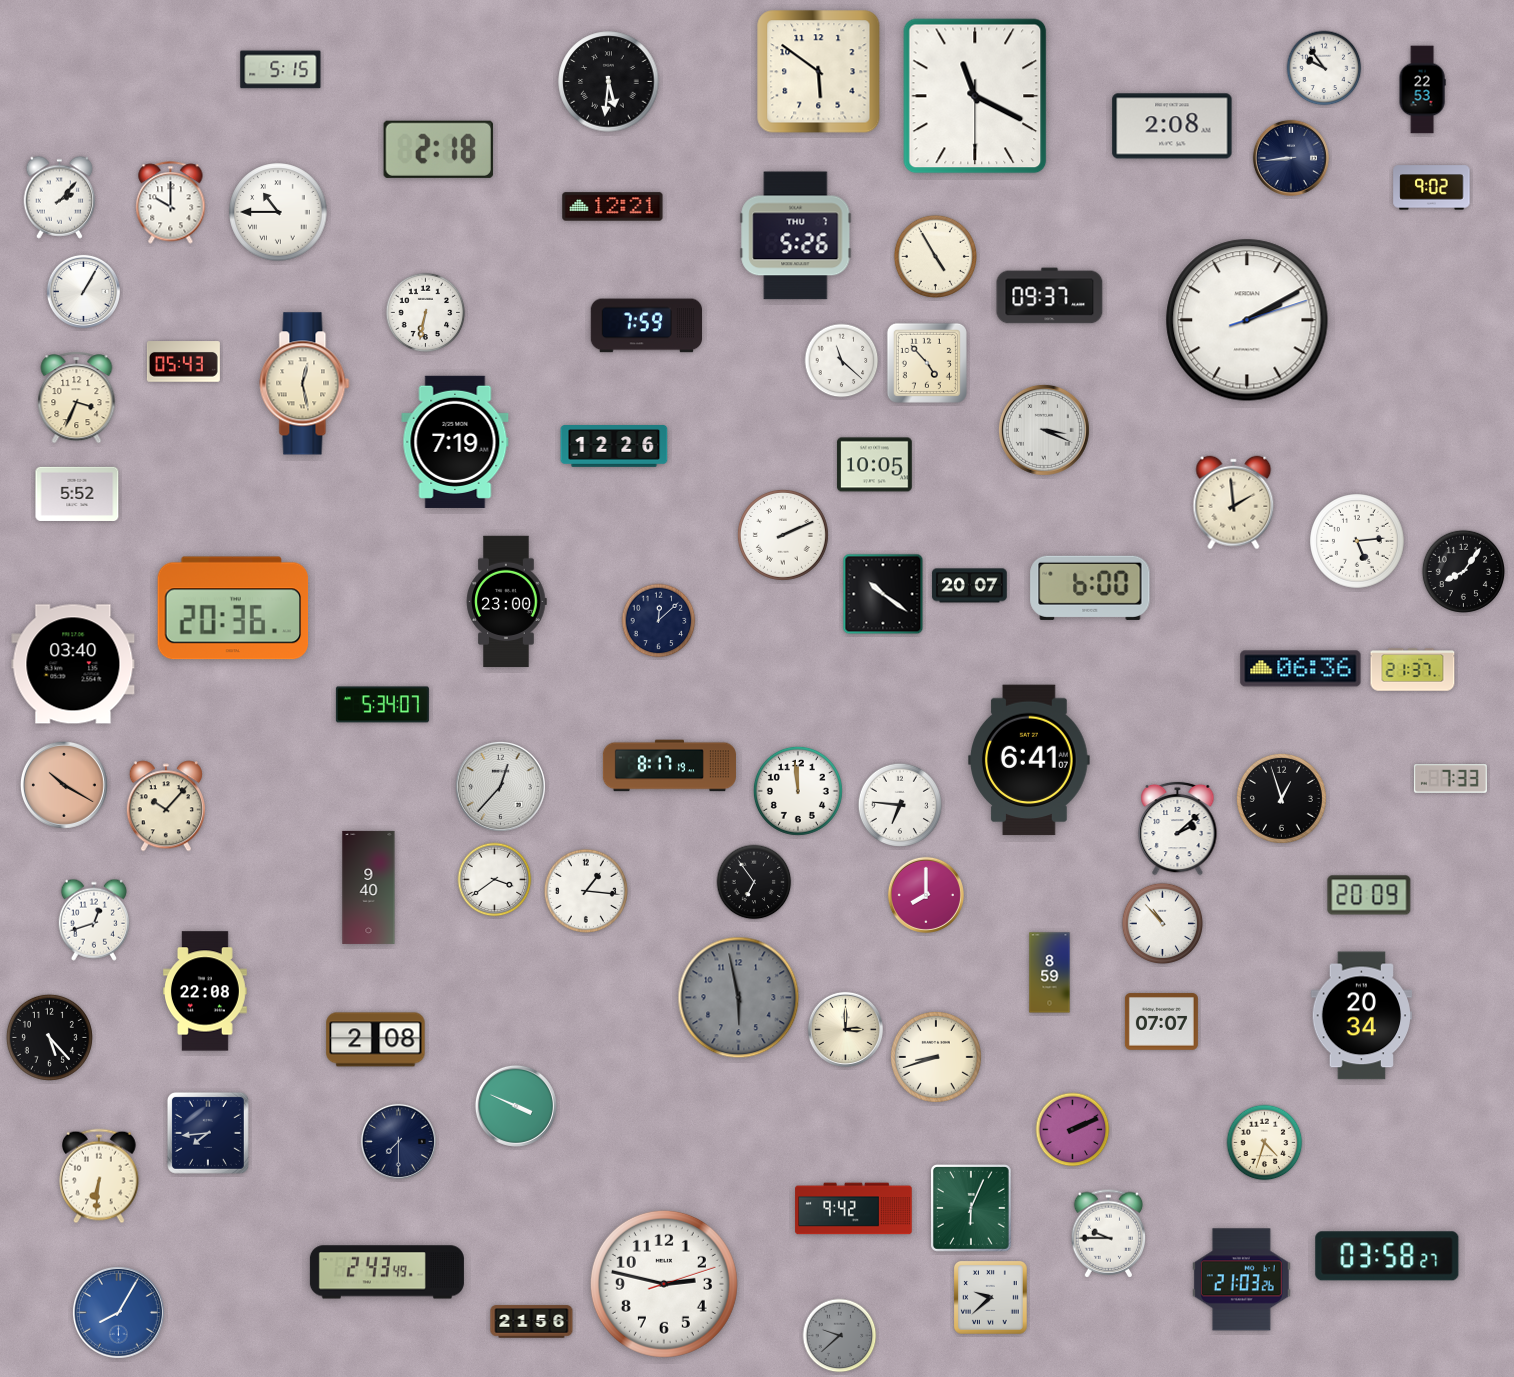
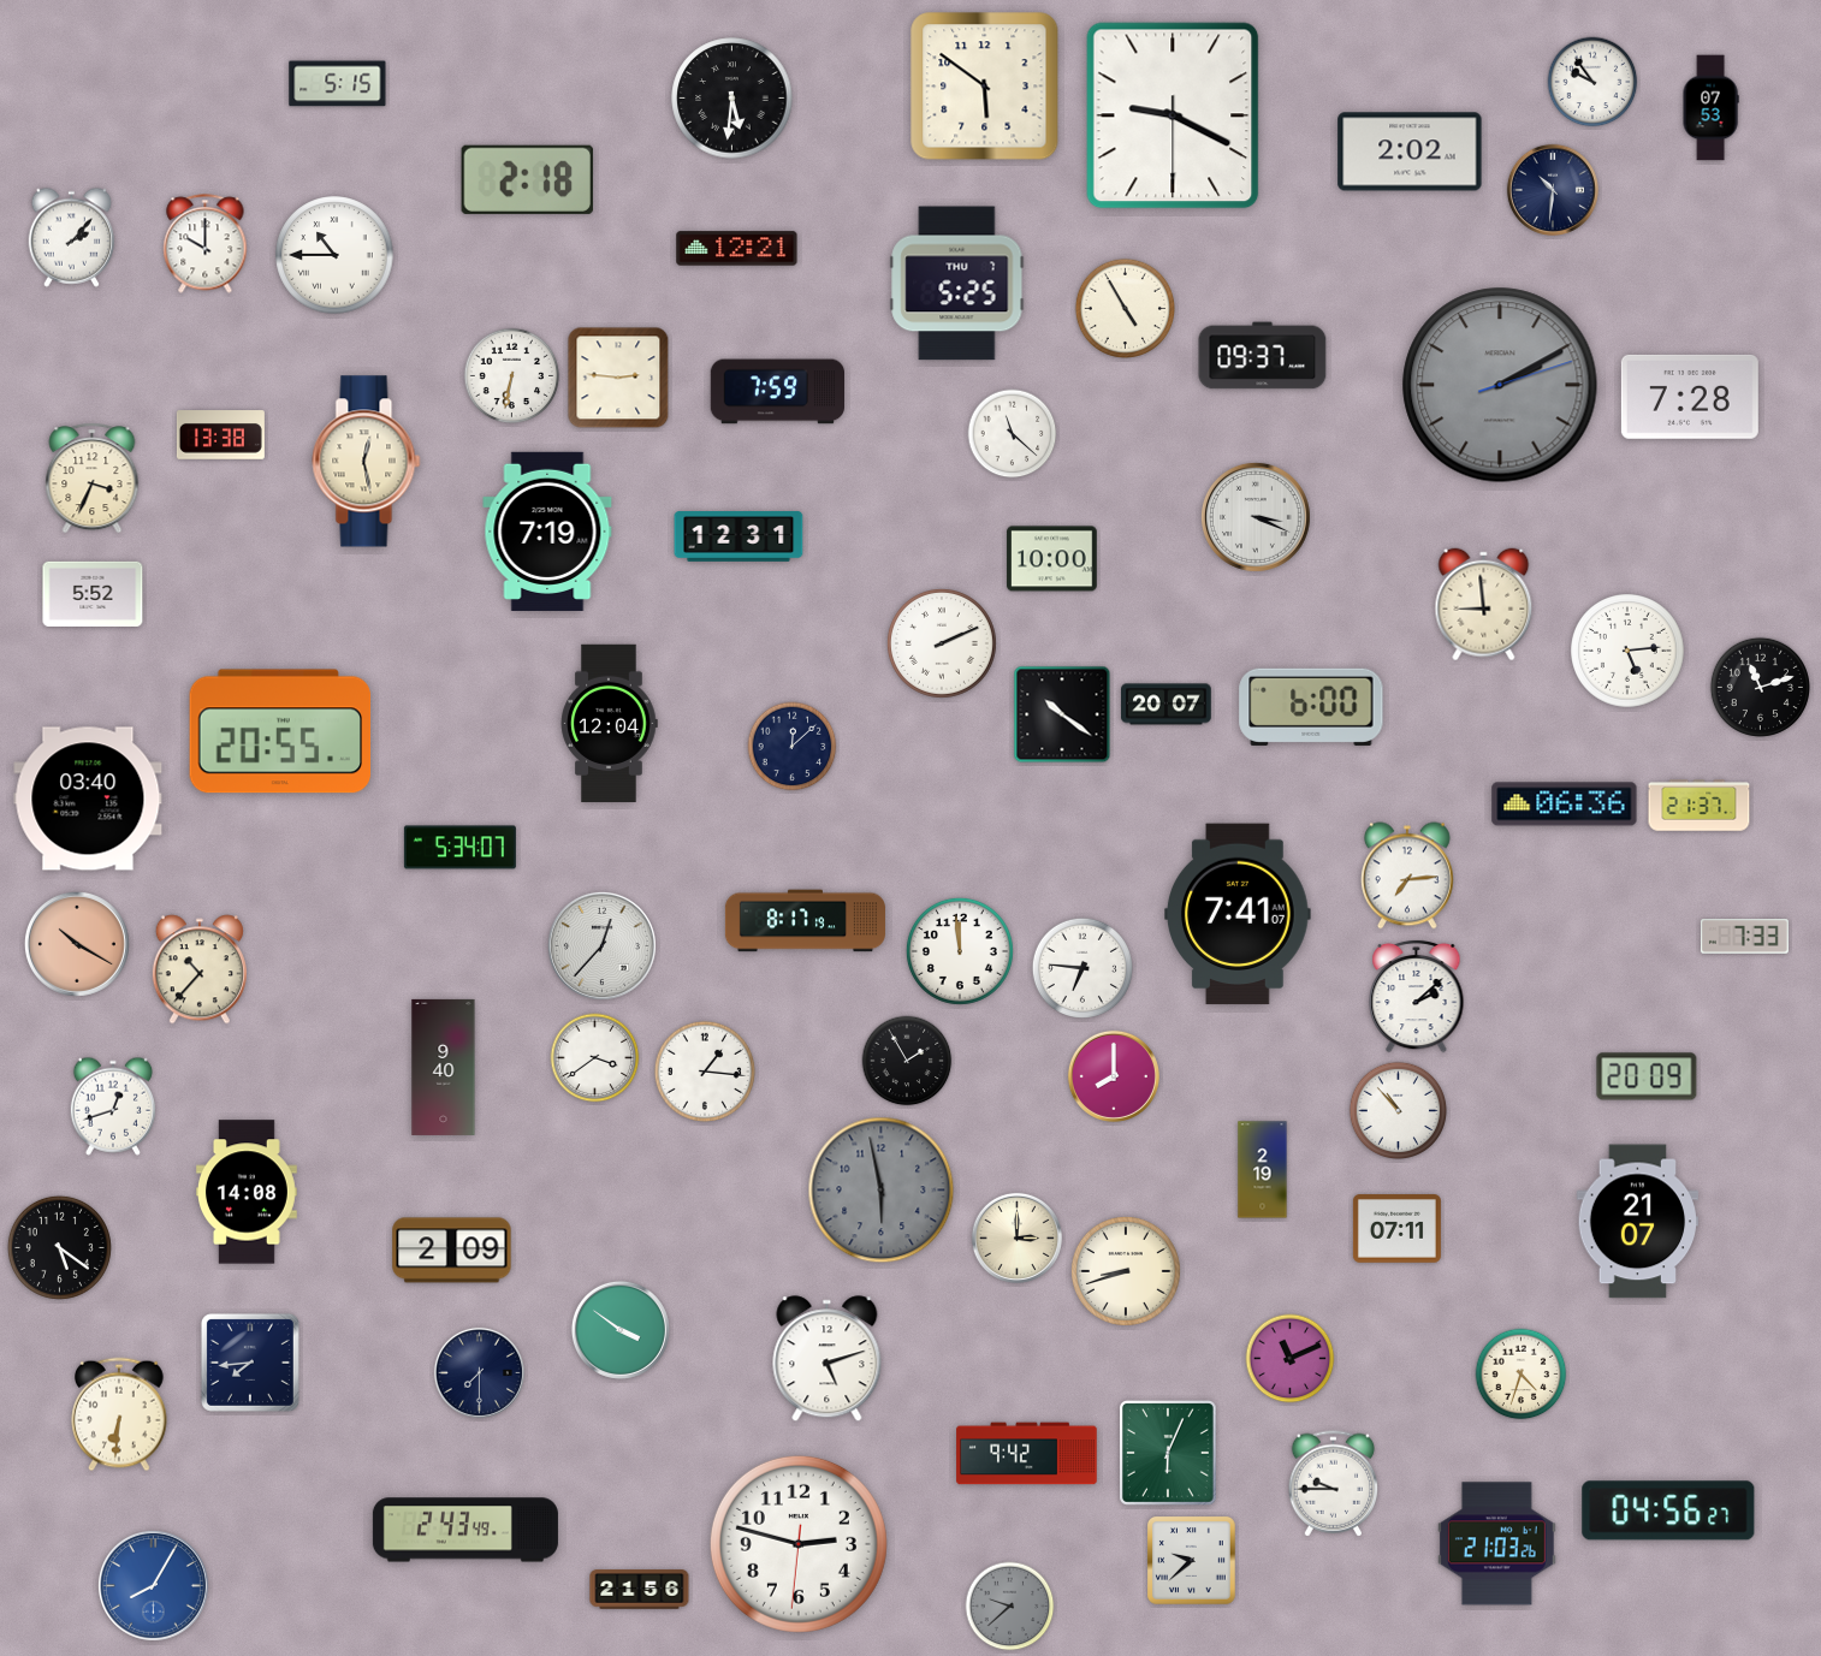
clock at (1422, 90): 22:53 -> 07:53
clock at (975, 96): 11:19 -> 9:19
clock at (1172, 126): 2:08 -> 2:02
clock at (1291, 158): 8:44 -> 10:31
clock at (1432, 188): 9:02 -> none
clock at (796, 236): 5:26 -> 5:25
clock at (83, 291): 1:05 -> none
clock at (618, 378): none -> 2:46
clock at (1247, 320) dial: white -> grey
clock at (1690, 397): none -> 7:28
clock at (183, 362): 05:43 -> 13:38
clock at (927, 363): 4:53 -> none
clock at (614, 447): 12:26 -> 12:31
clock at (875, 465): 10:05 -> 10:00
clock at (1234, 503): 1:59 -> 8:59
clock at (1357, 541) position: (1357, 541) -> (1627, 651)
clock at (1463, 571): 8:06 -> 11:12
clock at (506, 602): 23:00 -> 12:04
clock at (233, 608): 20:36 -> 20:55
clock at (1407, 876): none -> 7:14
clock at (1030, 760): 6:41 -> 7:41
clock at (1281, 798): 12:57 -> none
clock at (166, 806): 10:07 -> 10:37
clock at (754, 882): 6:54 -> 1:55
clock at (1050, 973): 8:59 -> 2:19
clock at (206, 991): 22:08 -> 14:08
clock at (739, 998) position: (739, 998) -> (882, 1191)
clock at (1362, 1016): 20:34 -> 21:07
clock at (1161, 1022): 07:07 -> 07:11
clock at (49, 1037): 5:23 -> 5:21
clock at (376, 1040): 2:08 -> 2:09
clock at (516, 1106): 3:49 -> 3:51
clock at (828, 1359): none -> 5:12
clock at (1073, 1130): 2:11 -> 11:11
clock at (1387, 1256): 03:58 -> 04:56
clock at (1241, 1280) position: (1241, 1280) -> (1496, 1544)
clock at (664, 1284): 2:47:12 -> 2:47:31
clock at (118, 1312) position: (118, 1312) -> (153, 1585)
